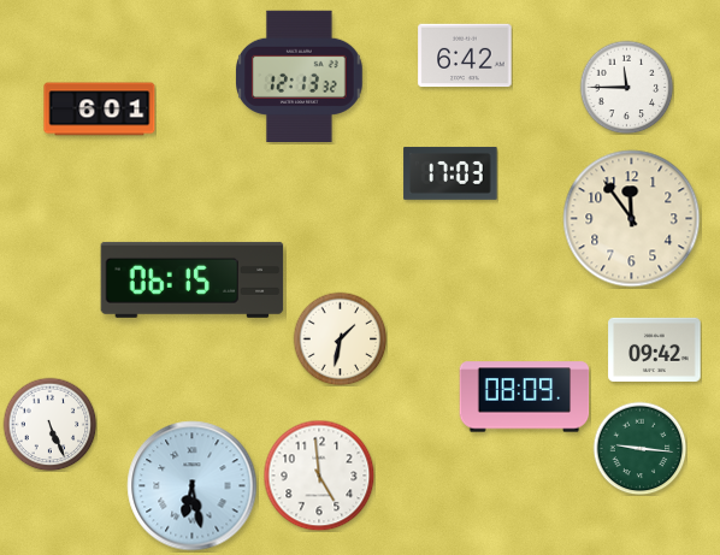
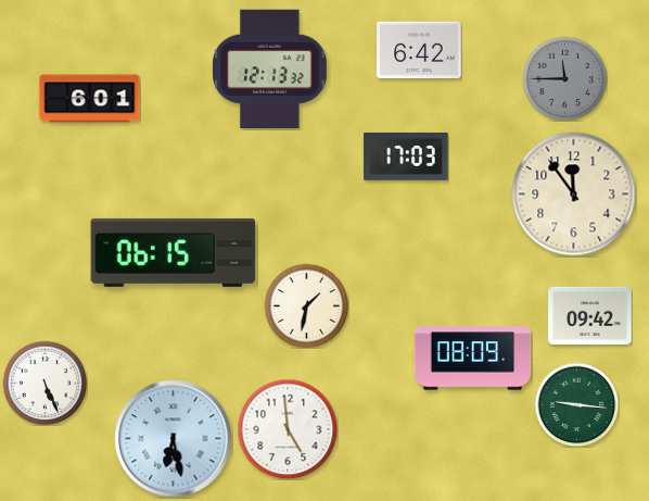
clock at (626, 87) dial: white -> grey
clock at (632, 219) position: (632, 219) -> (574, 195)
